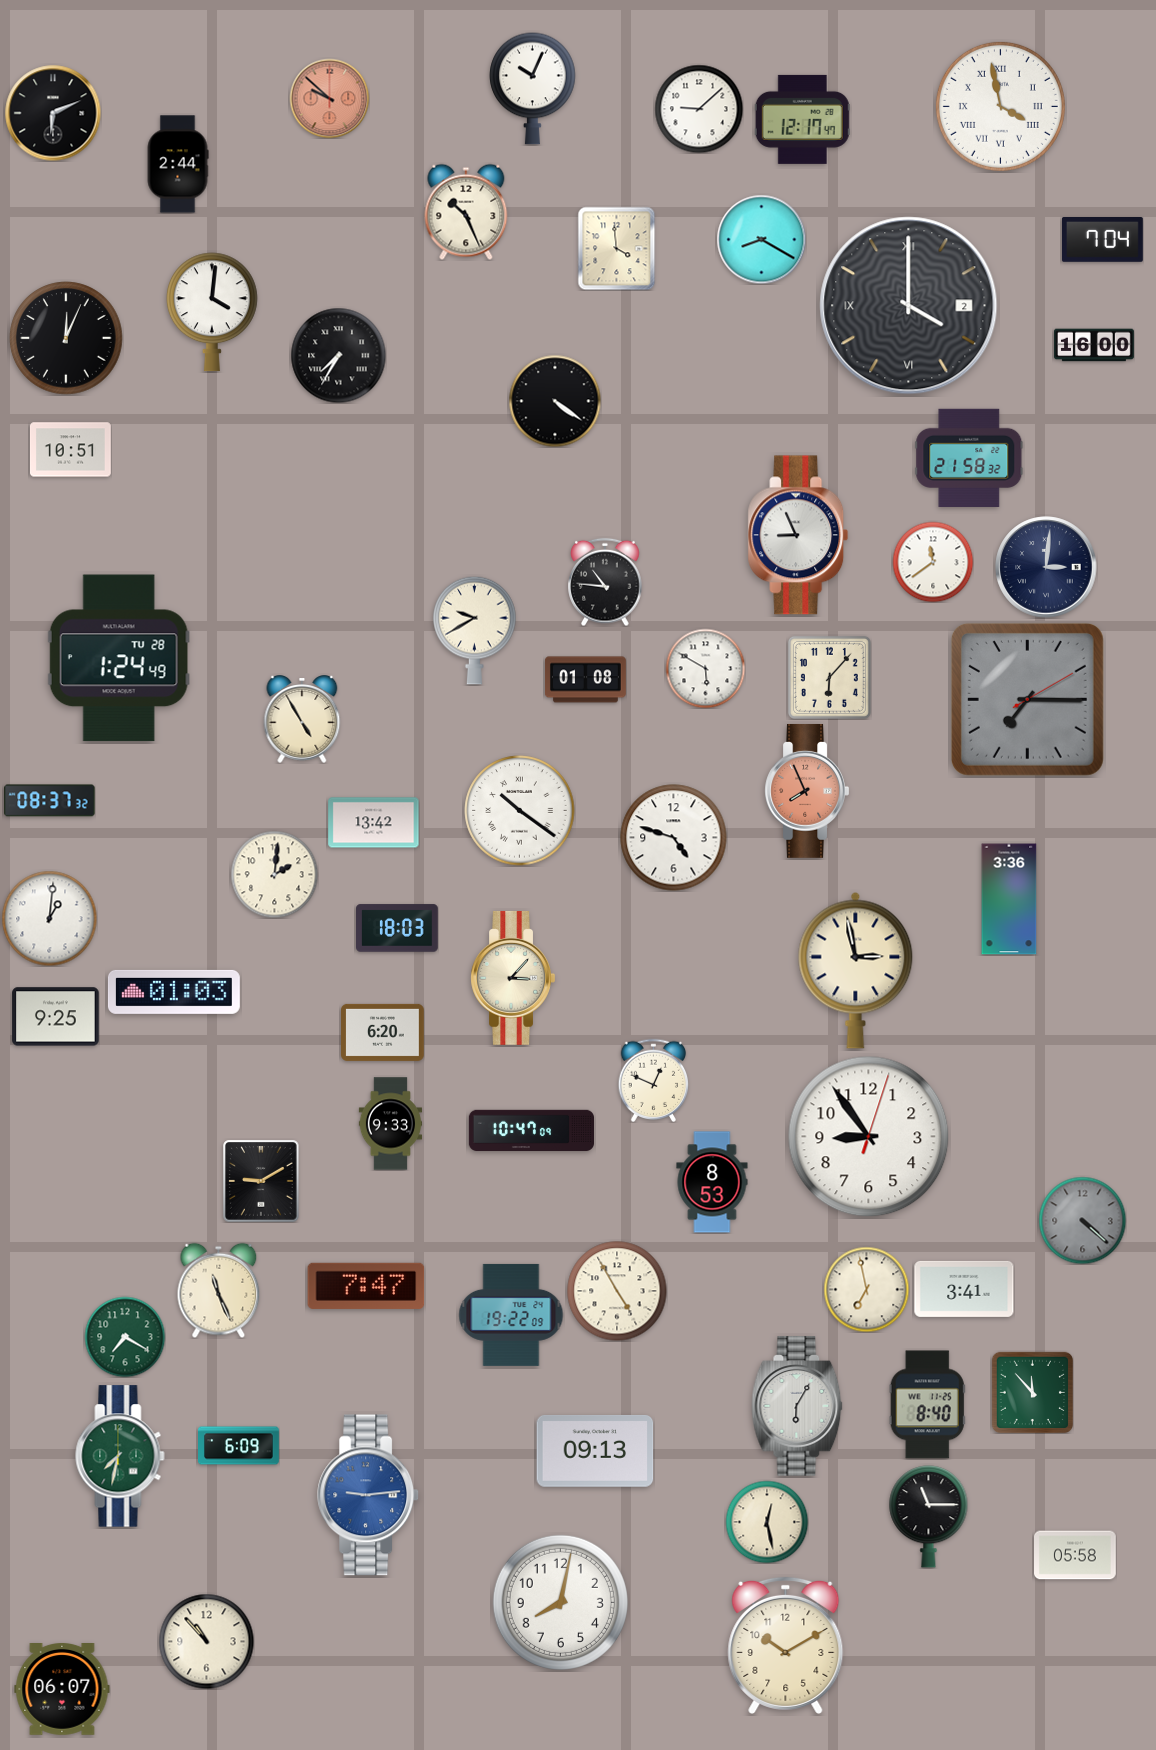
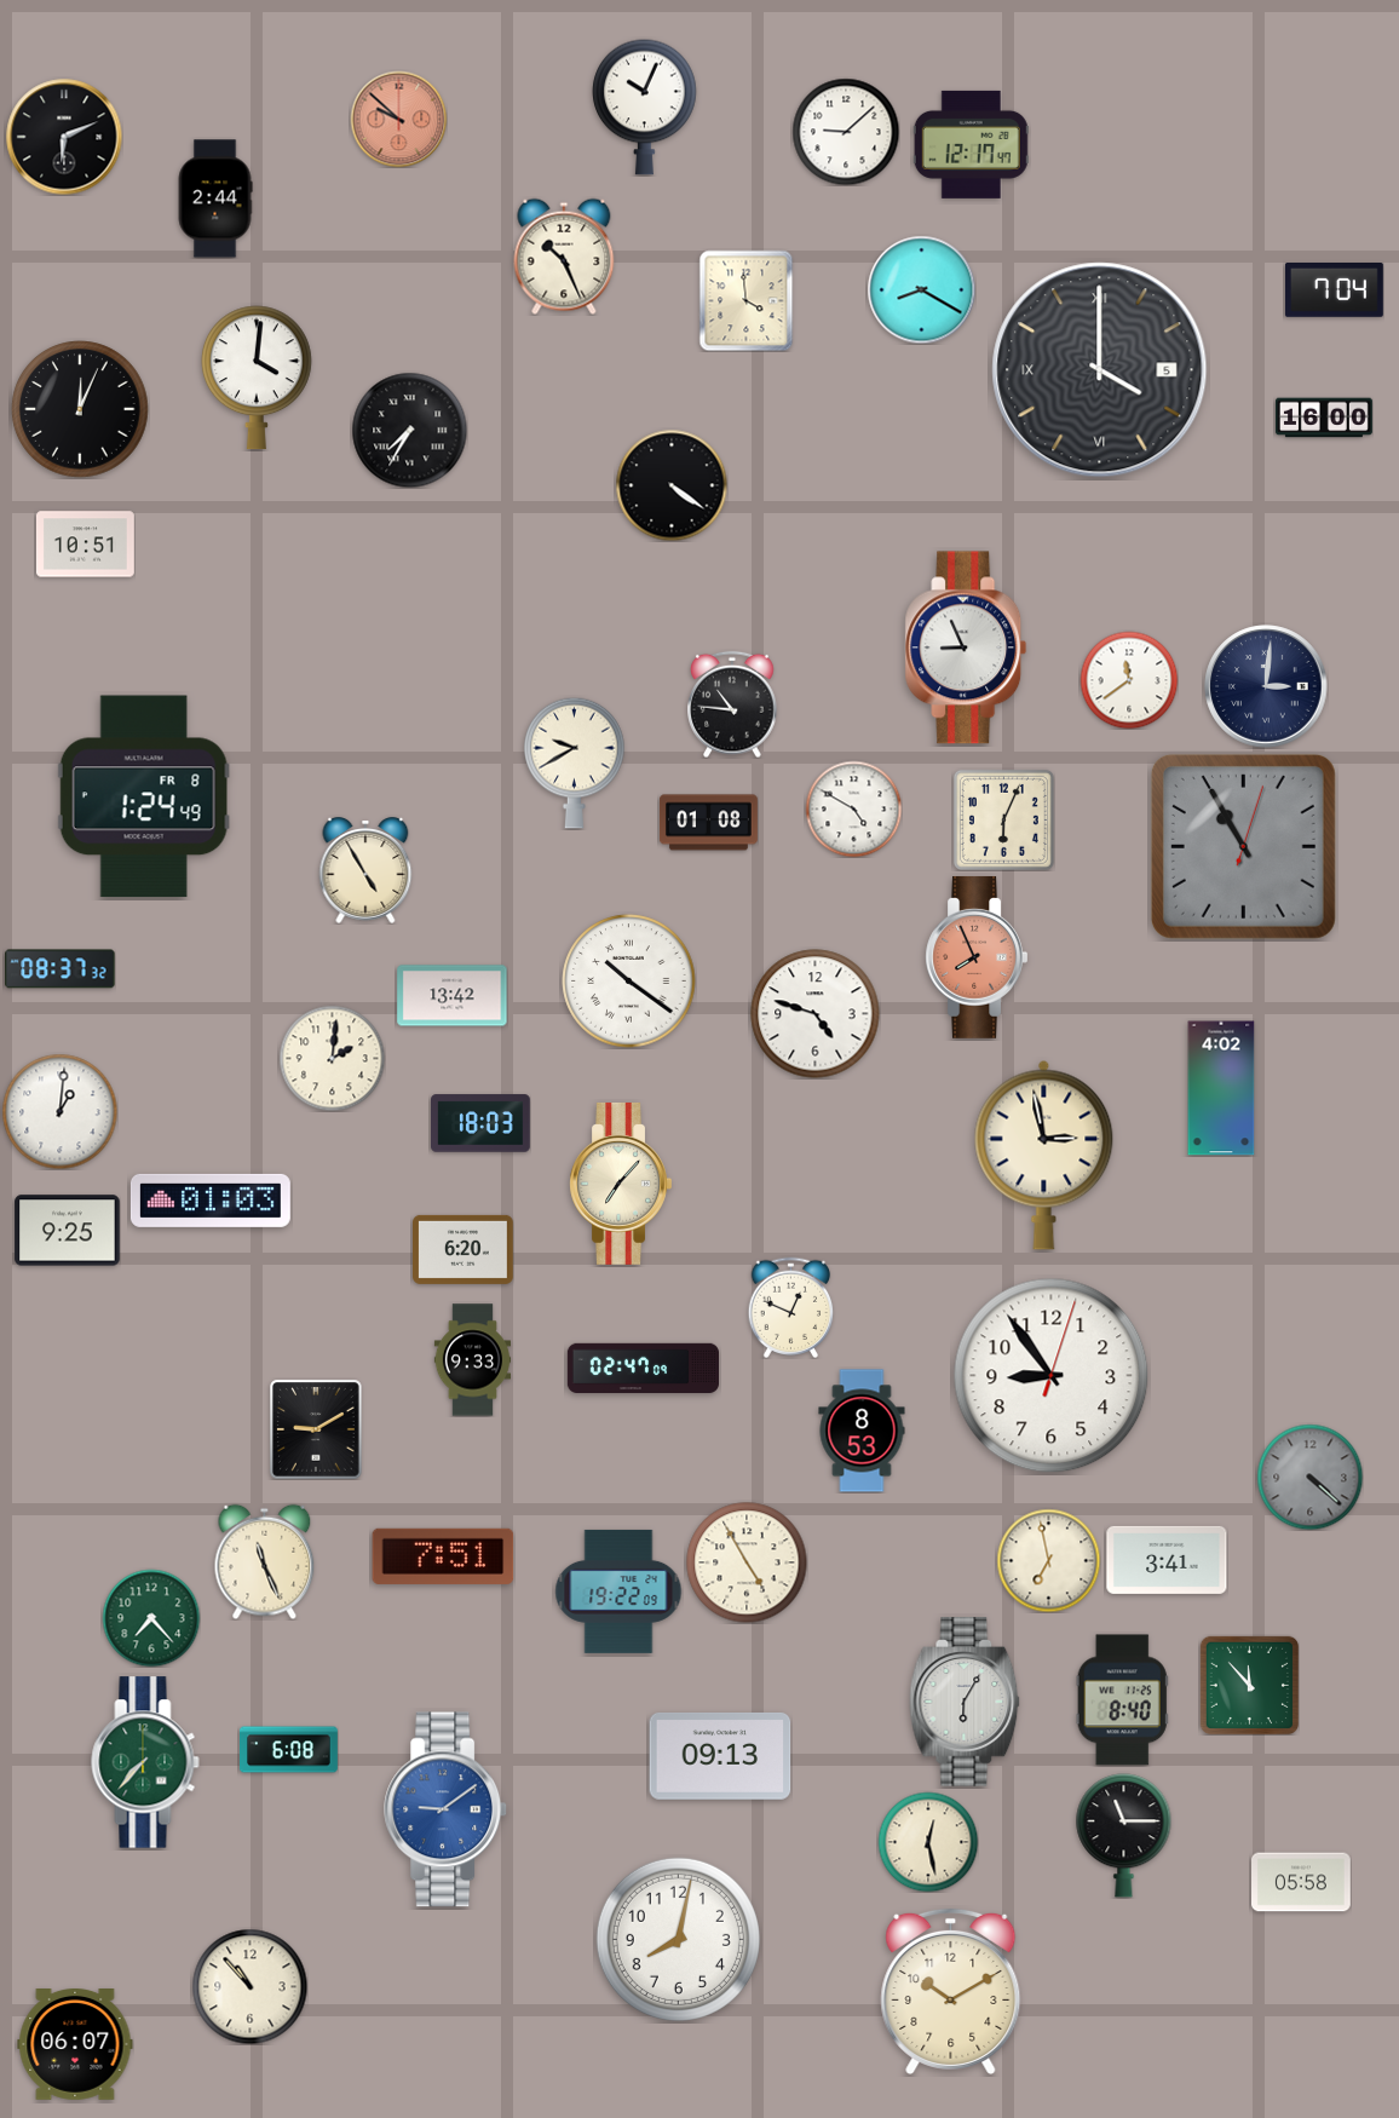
clock at (1000, 106): 3:58 -> none
clock at (909, 306) date: 2 -> 5
clock at (969, 458): 21:58 -> none
clock at (119, 658) date: TU 28 -> FR 8
clock at (705, 668): 5:50 -> 4:50
clock at (829, 677): 6:07 -> 6:04
clock at (1027, 699): 7:15 -> 10:55
clock at (1009, 899): 3:36 -> 4:02
clock at (856, 970) position: (856, 970) -> (1044, 1155)
clock at (513, 978): 3:07 -> 7:07
clock at (531, 1131): 10:47 -> 02:47
clock at (366, 1286): 7:47 -> 7:51
clock at (125, 1337): 7:20 -> 7:23
clock at (239, 1446): 6:09 -> 6:08
clock at (120, 1456): 7:32 -> 7:37
clock at (369, 1495): 9:14 -> 9:09
